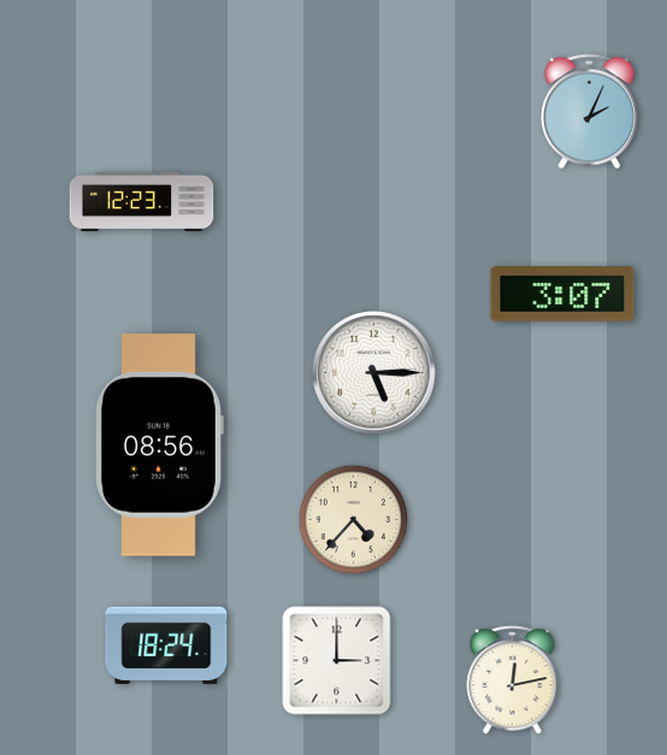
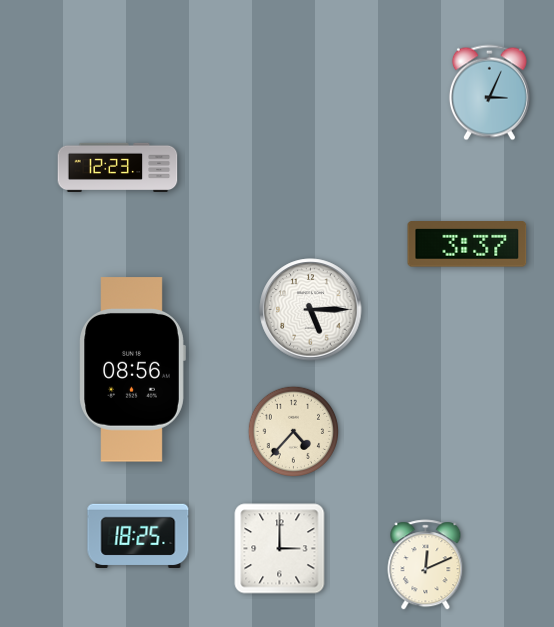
clock at (589, 112): 2:04 -> 3:04
clock at (562, 294): 3:07 -> 3:37
clock at (166, 644): 18:24 -> 18:25
clock at (513, 680): 12:13 -> 12:11
